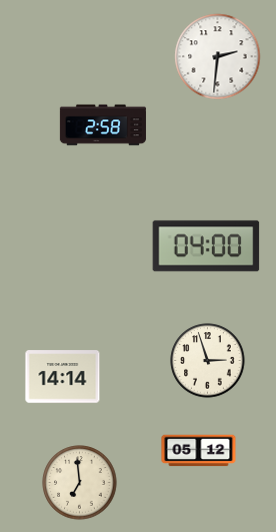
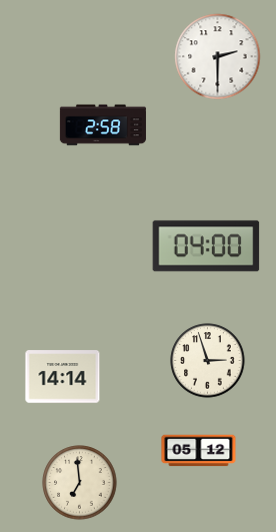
clock at (218, 57): 2:31 -> 2:30
